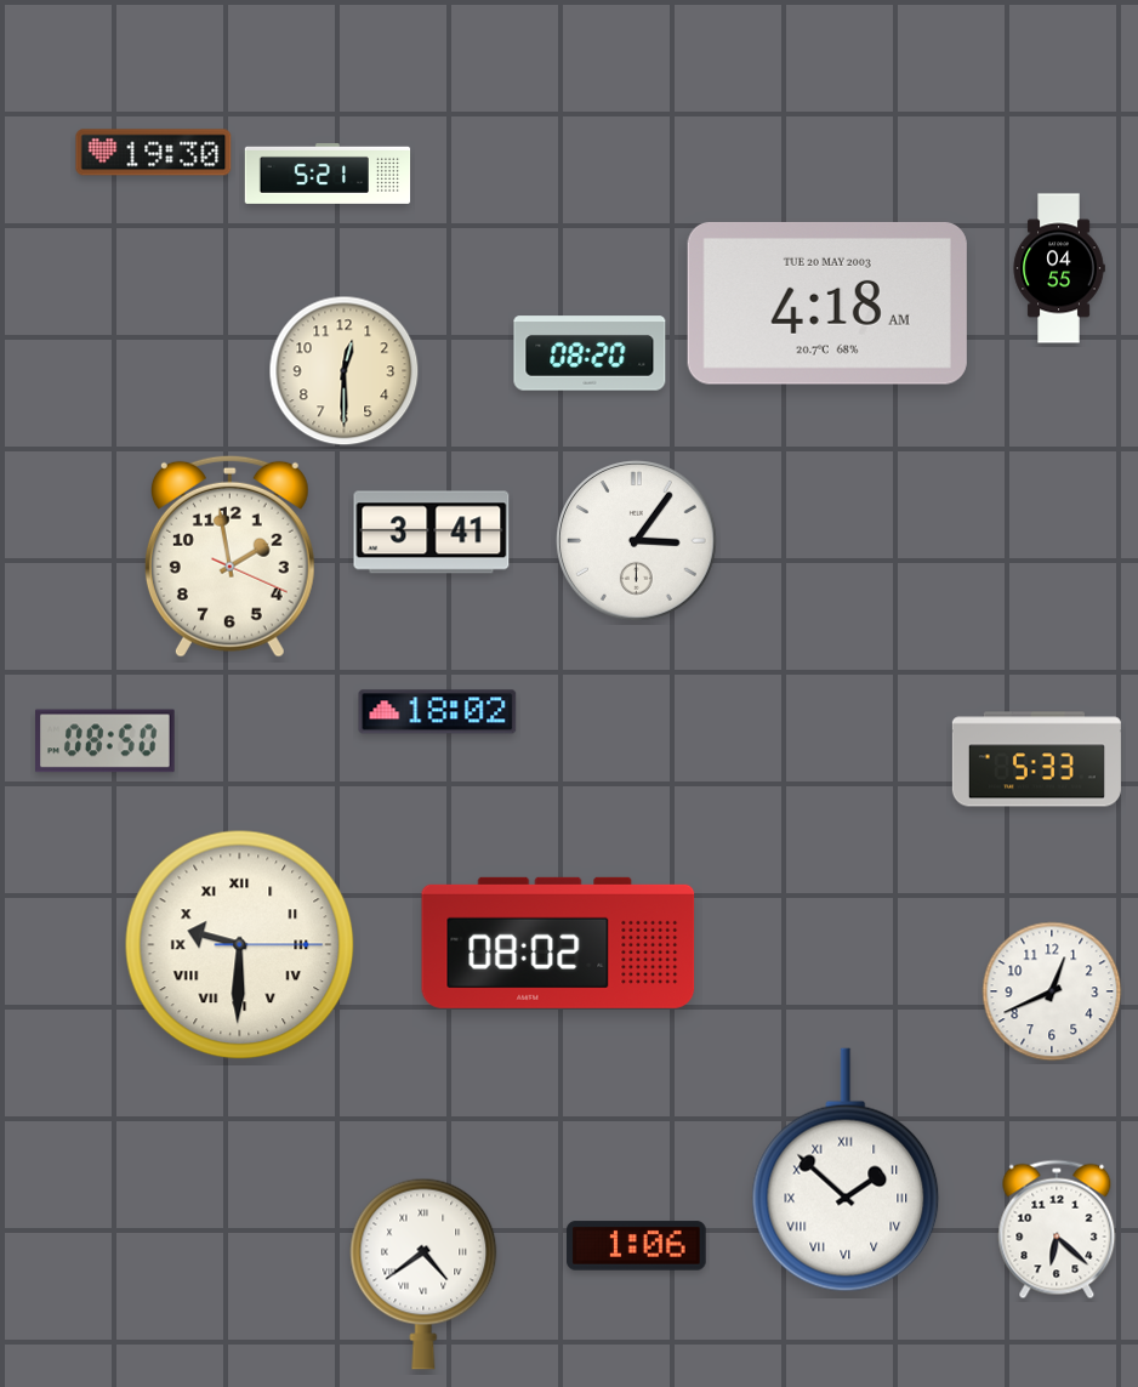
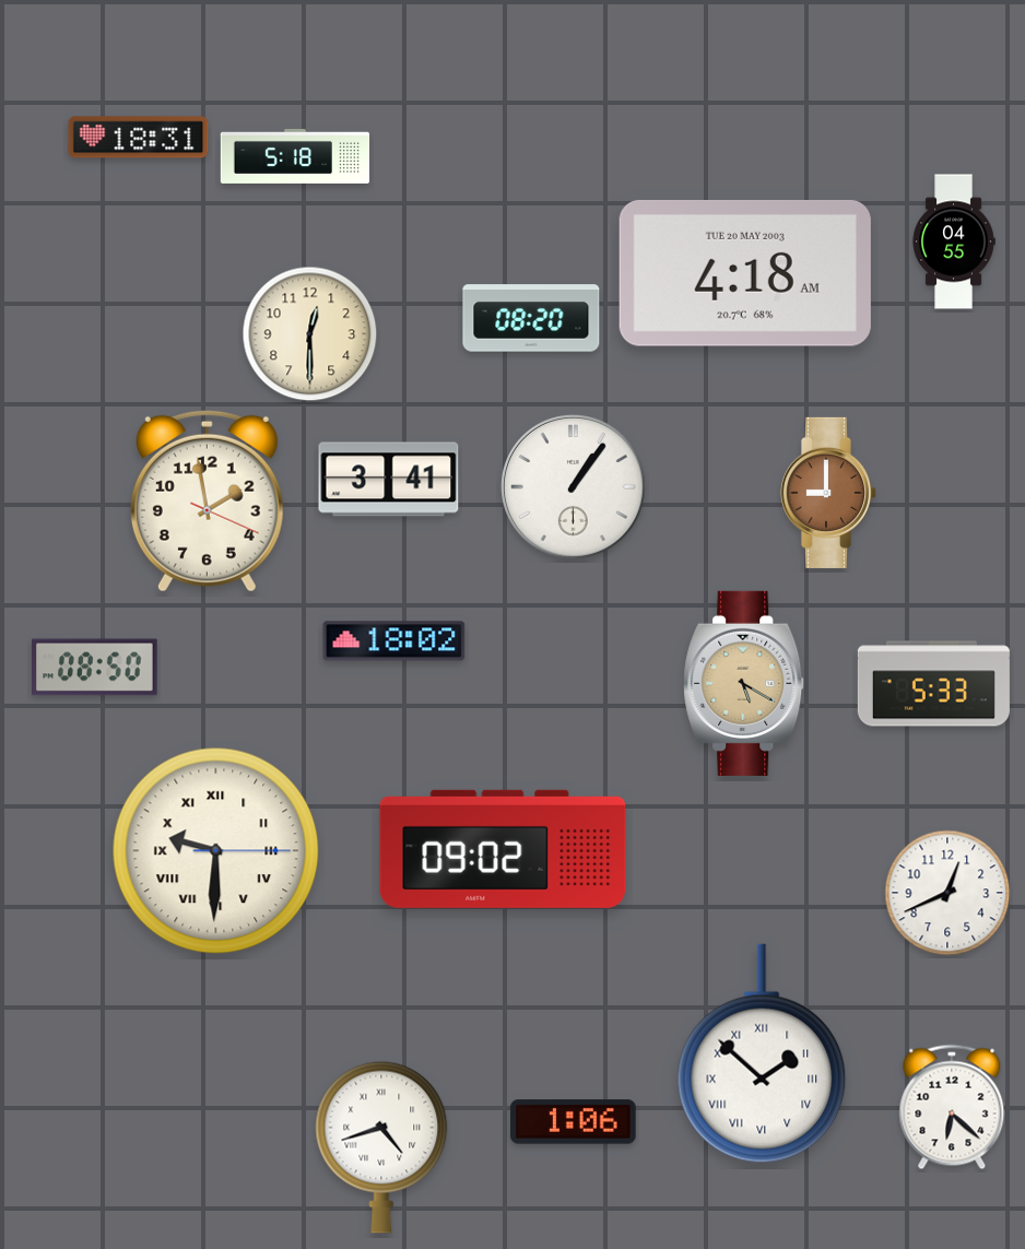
clock at (154, 153): 19:30 -> 18:31
clock at (328, 174): 5:21 -> 5:18
clock at (637, 541): 3:06 -> 1:06
clock at (828, 493): none -> 9:00
clock at (744, 683): none -> 5:20
clock at (558, 943): 08:02 -> 09:02
clock at (423, 1274): 4:39 -> 4:42
